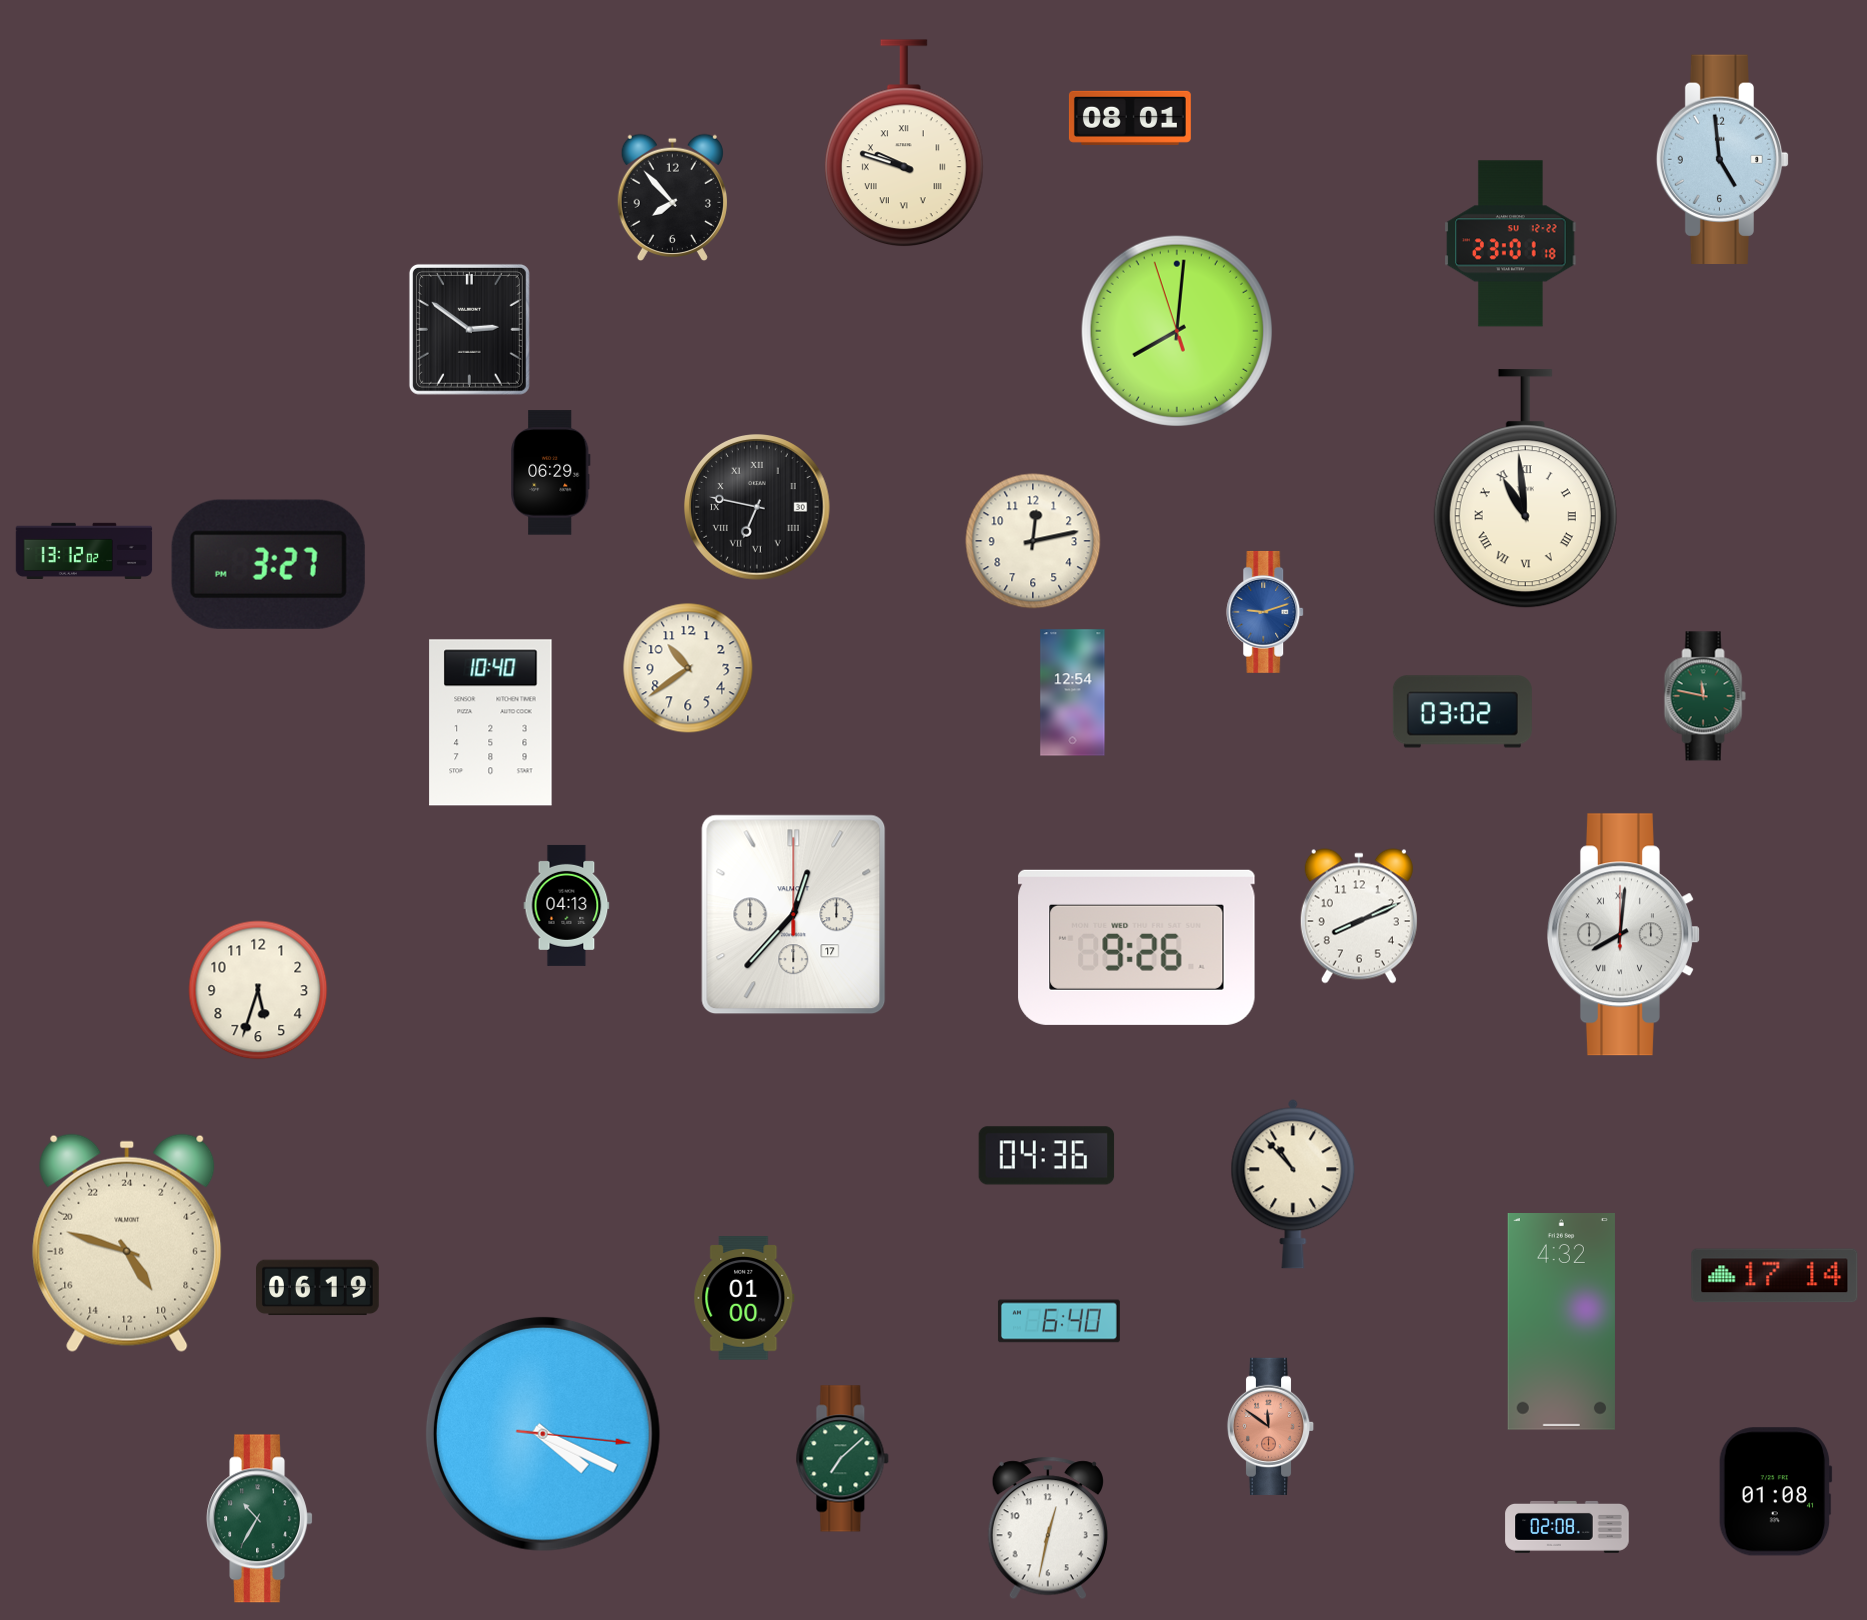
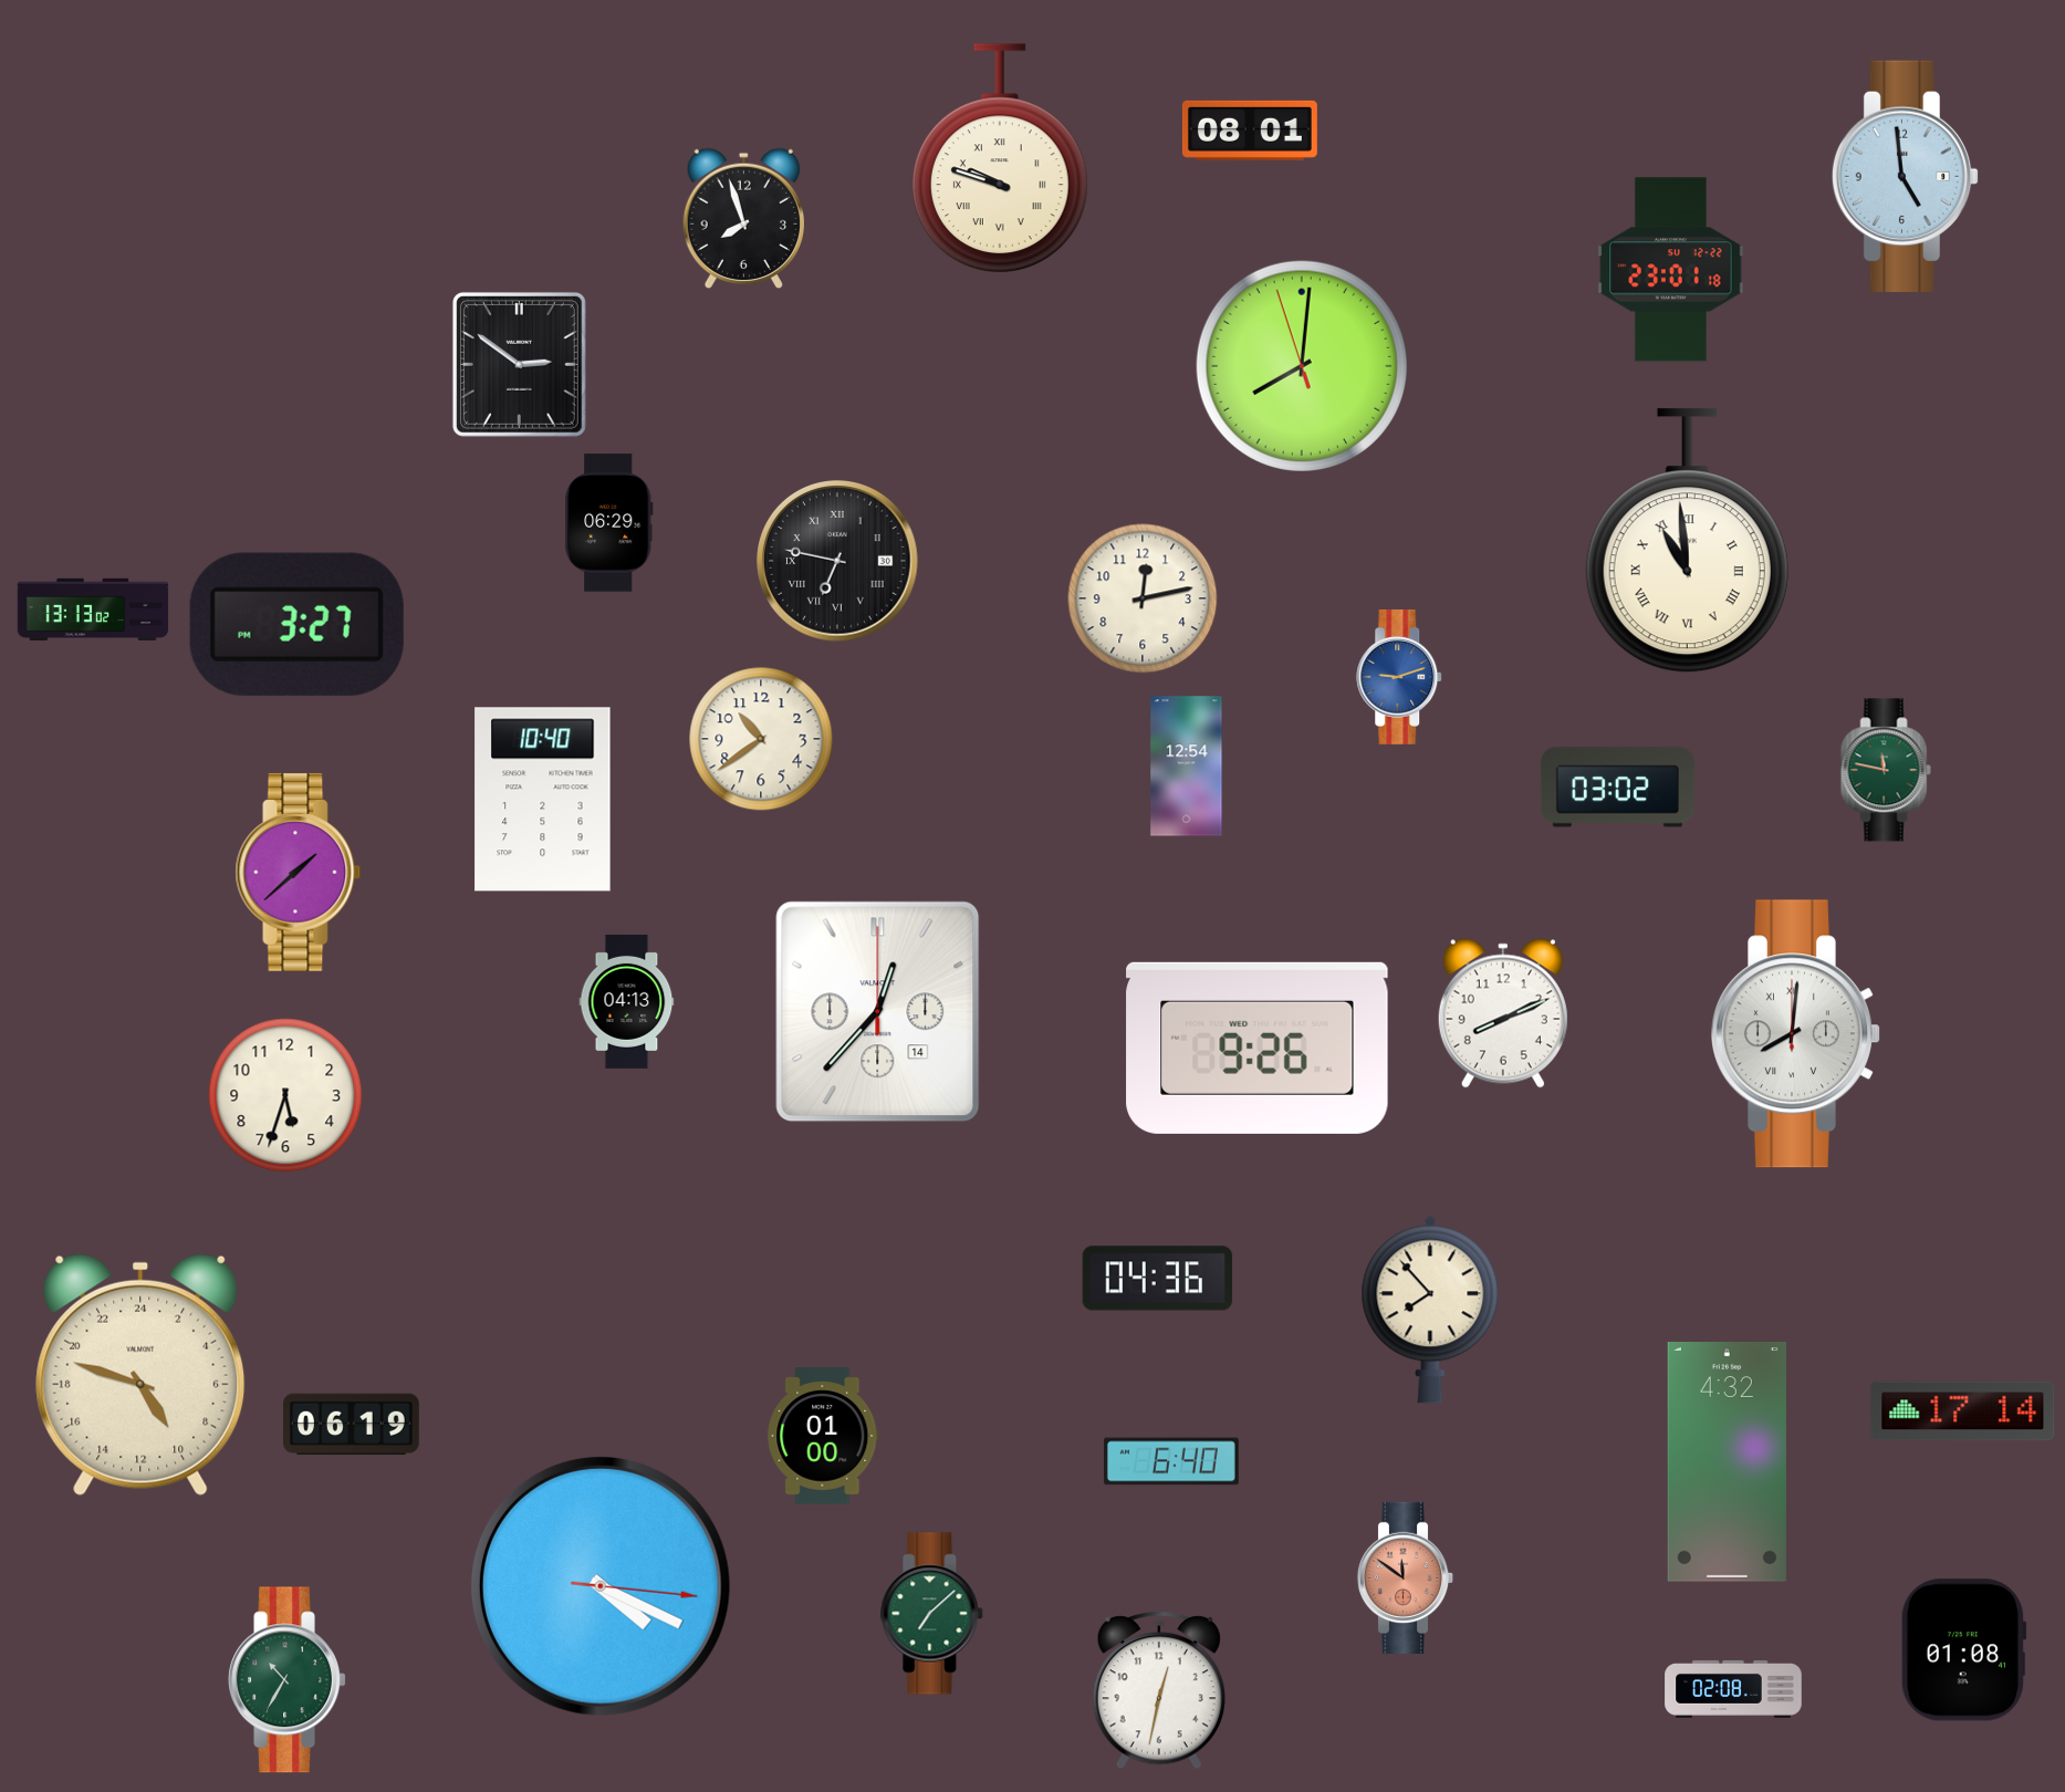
clock at (672, 198): 7:53 -> 7:57
clock at (84, 550): 13:12 -> 13:13
clock at (299, 872): none -> 1:38
clock at (794, 915) date: 17 -> 14
clock at (1293, 1184): 10:53 -> 7:53
